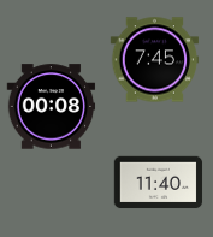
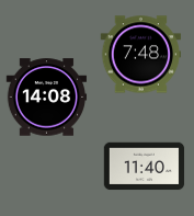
clock at (155, 60): 7:45 -> 7:48
clock at (52, 107): 00:08 -> 14:08
